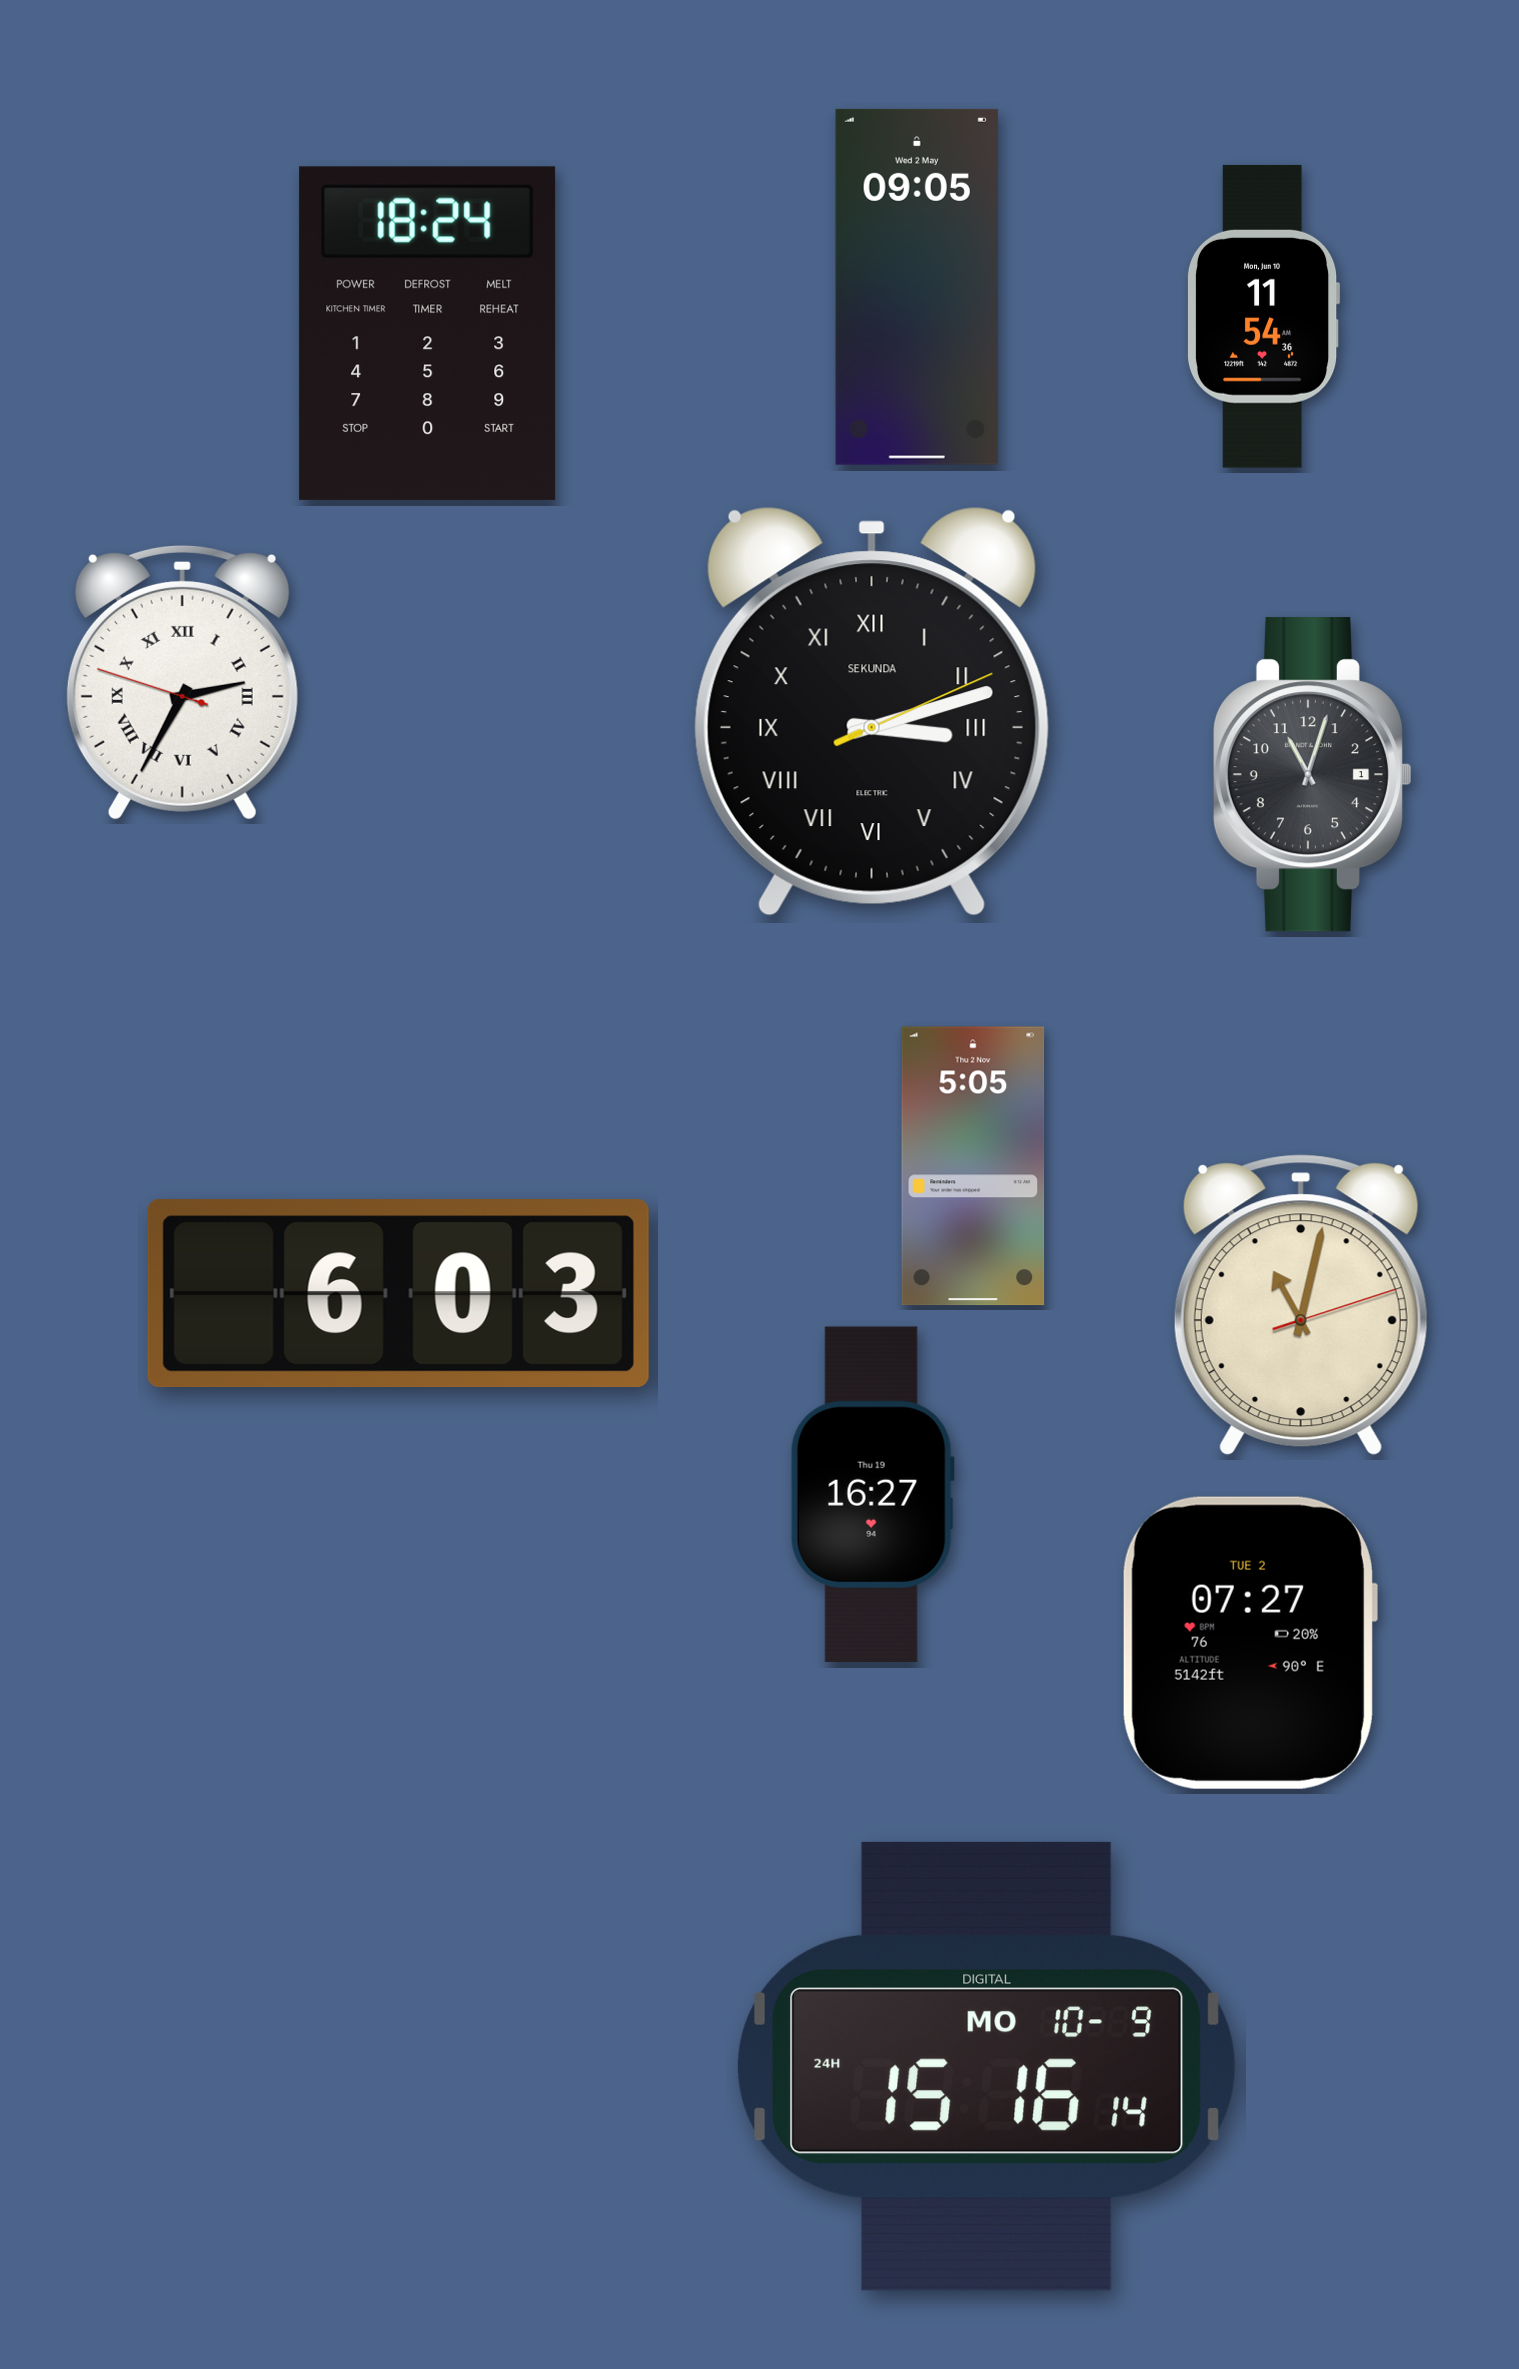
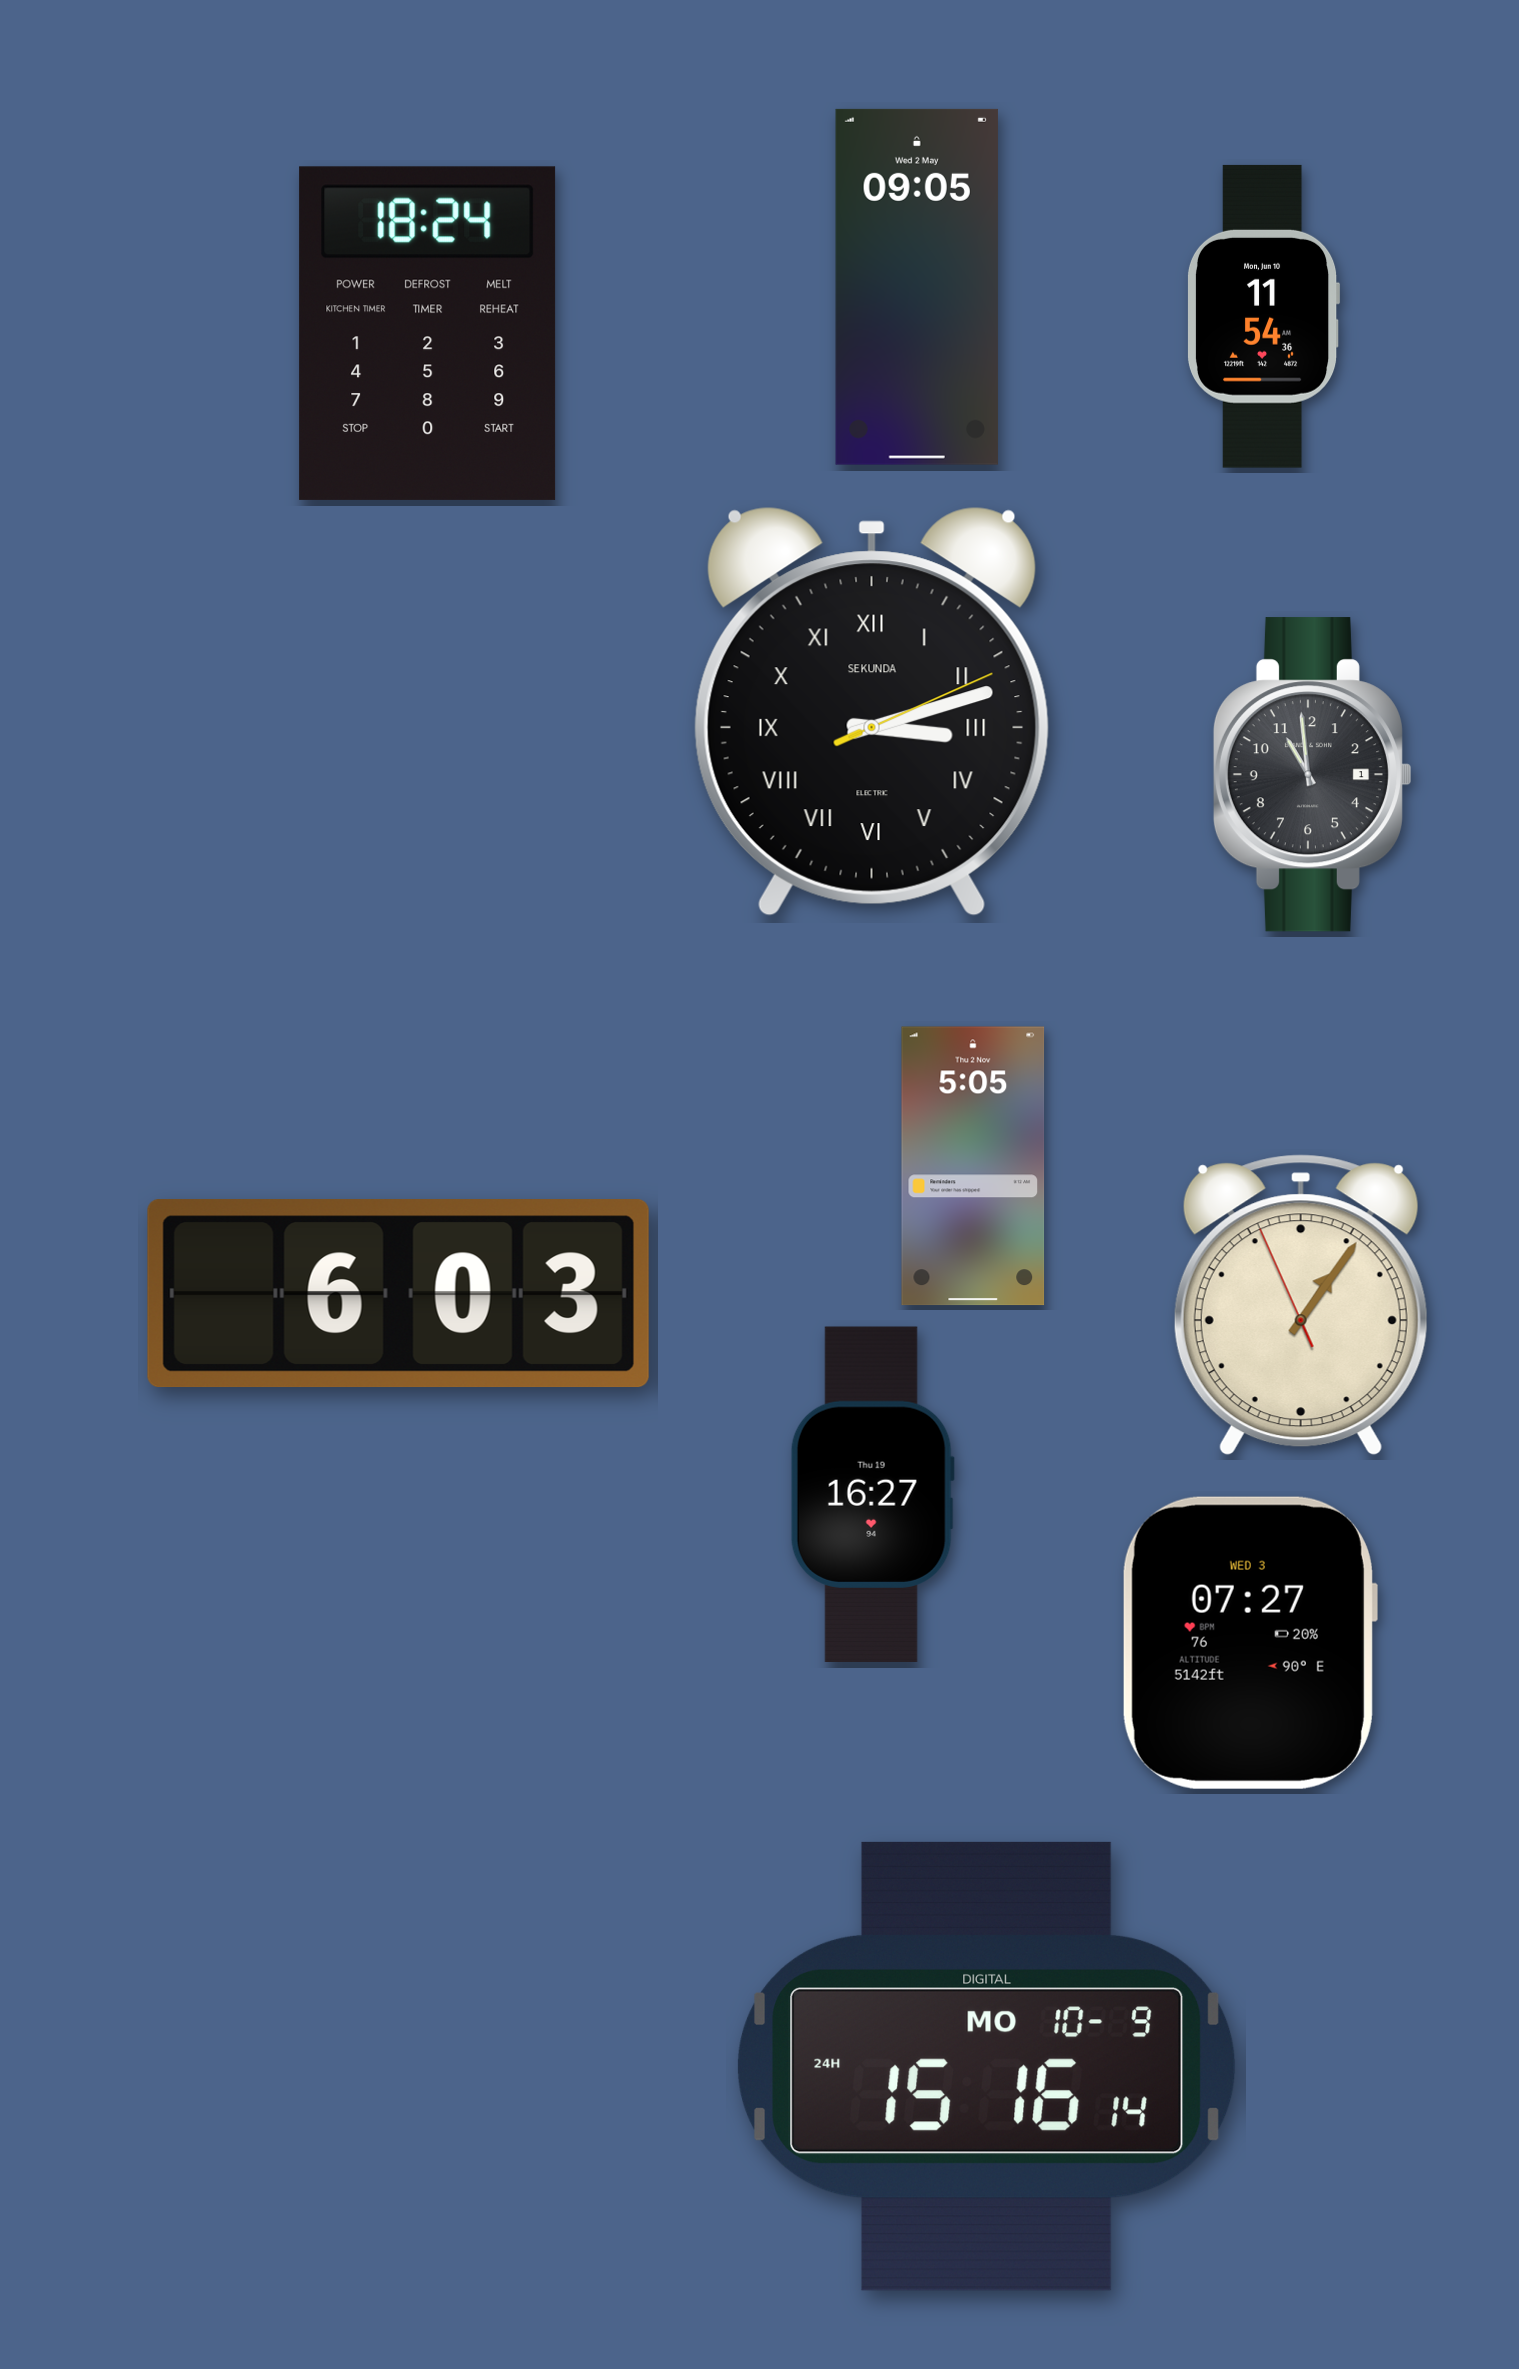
clock at (182, 682): 2:34 -> none
clock at (1312, 775): 11:03 -> 10:59
clock at (1301, 1305): 11:02 -> 1:05
clock at (1249, 1643) date: TUE 2 -> WED 3
